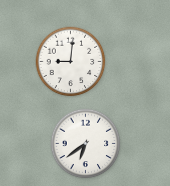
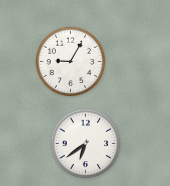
clock at (71, 62): 9:01 -> 9:05
